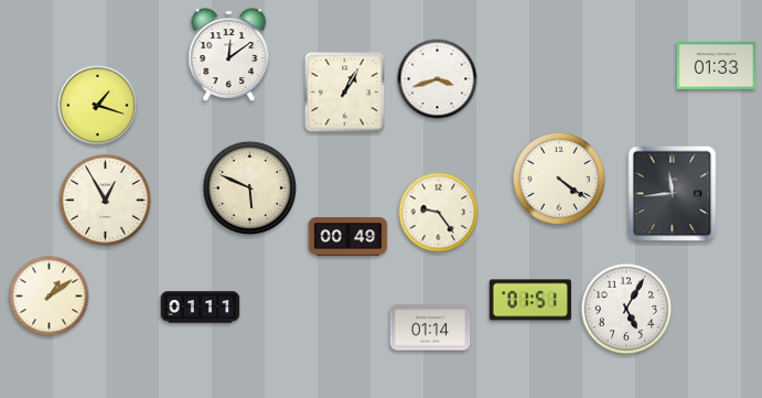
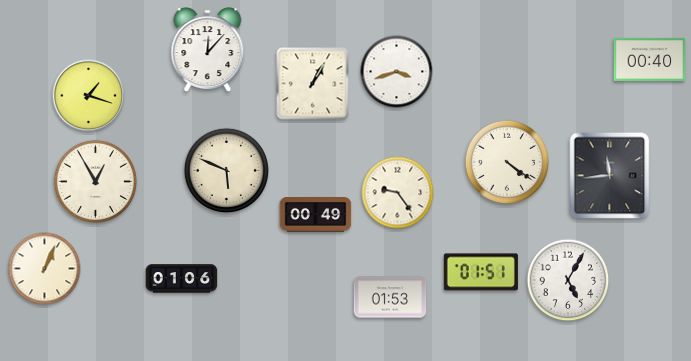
clock at (229, 54): 12:09 -> 12:07
clock at (717, 65): 01:33 -> 00:40
clock at (50, 297): 1:09 -> 1:04
clock at (201, 308): 01:11 -> 01:06
clock at (430, 327): 01:14 -> 01:53
